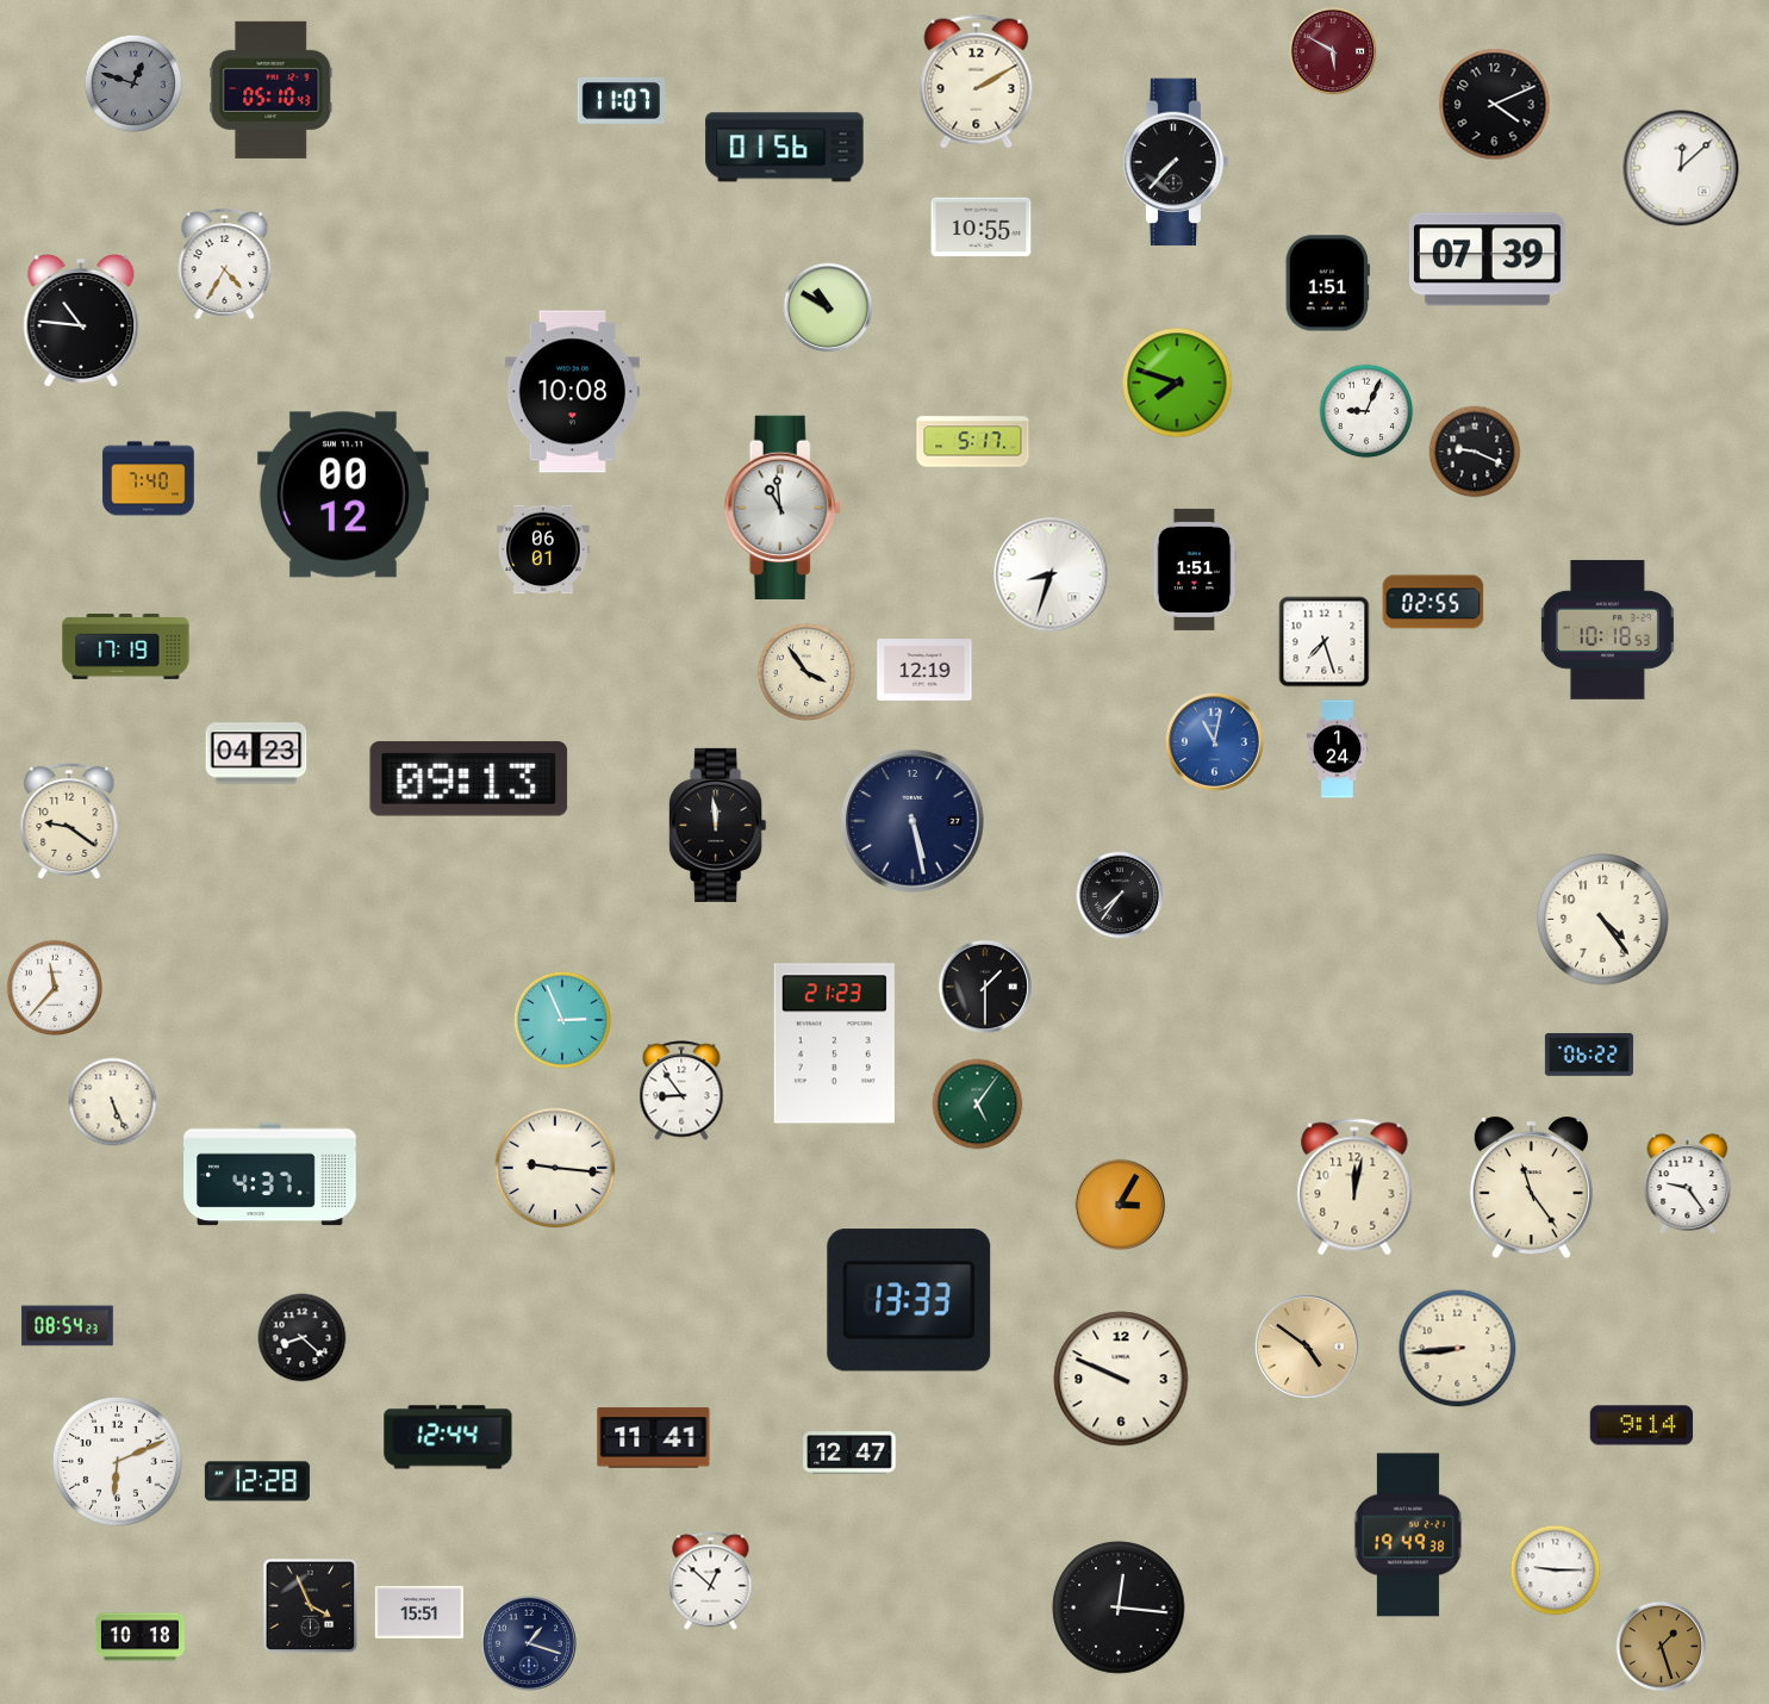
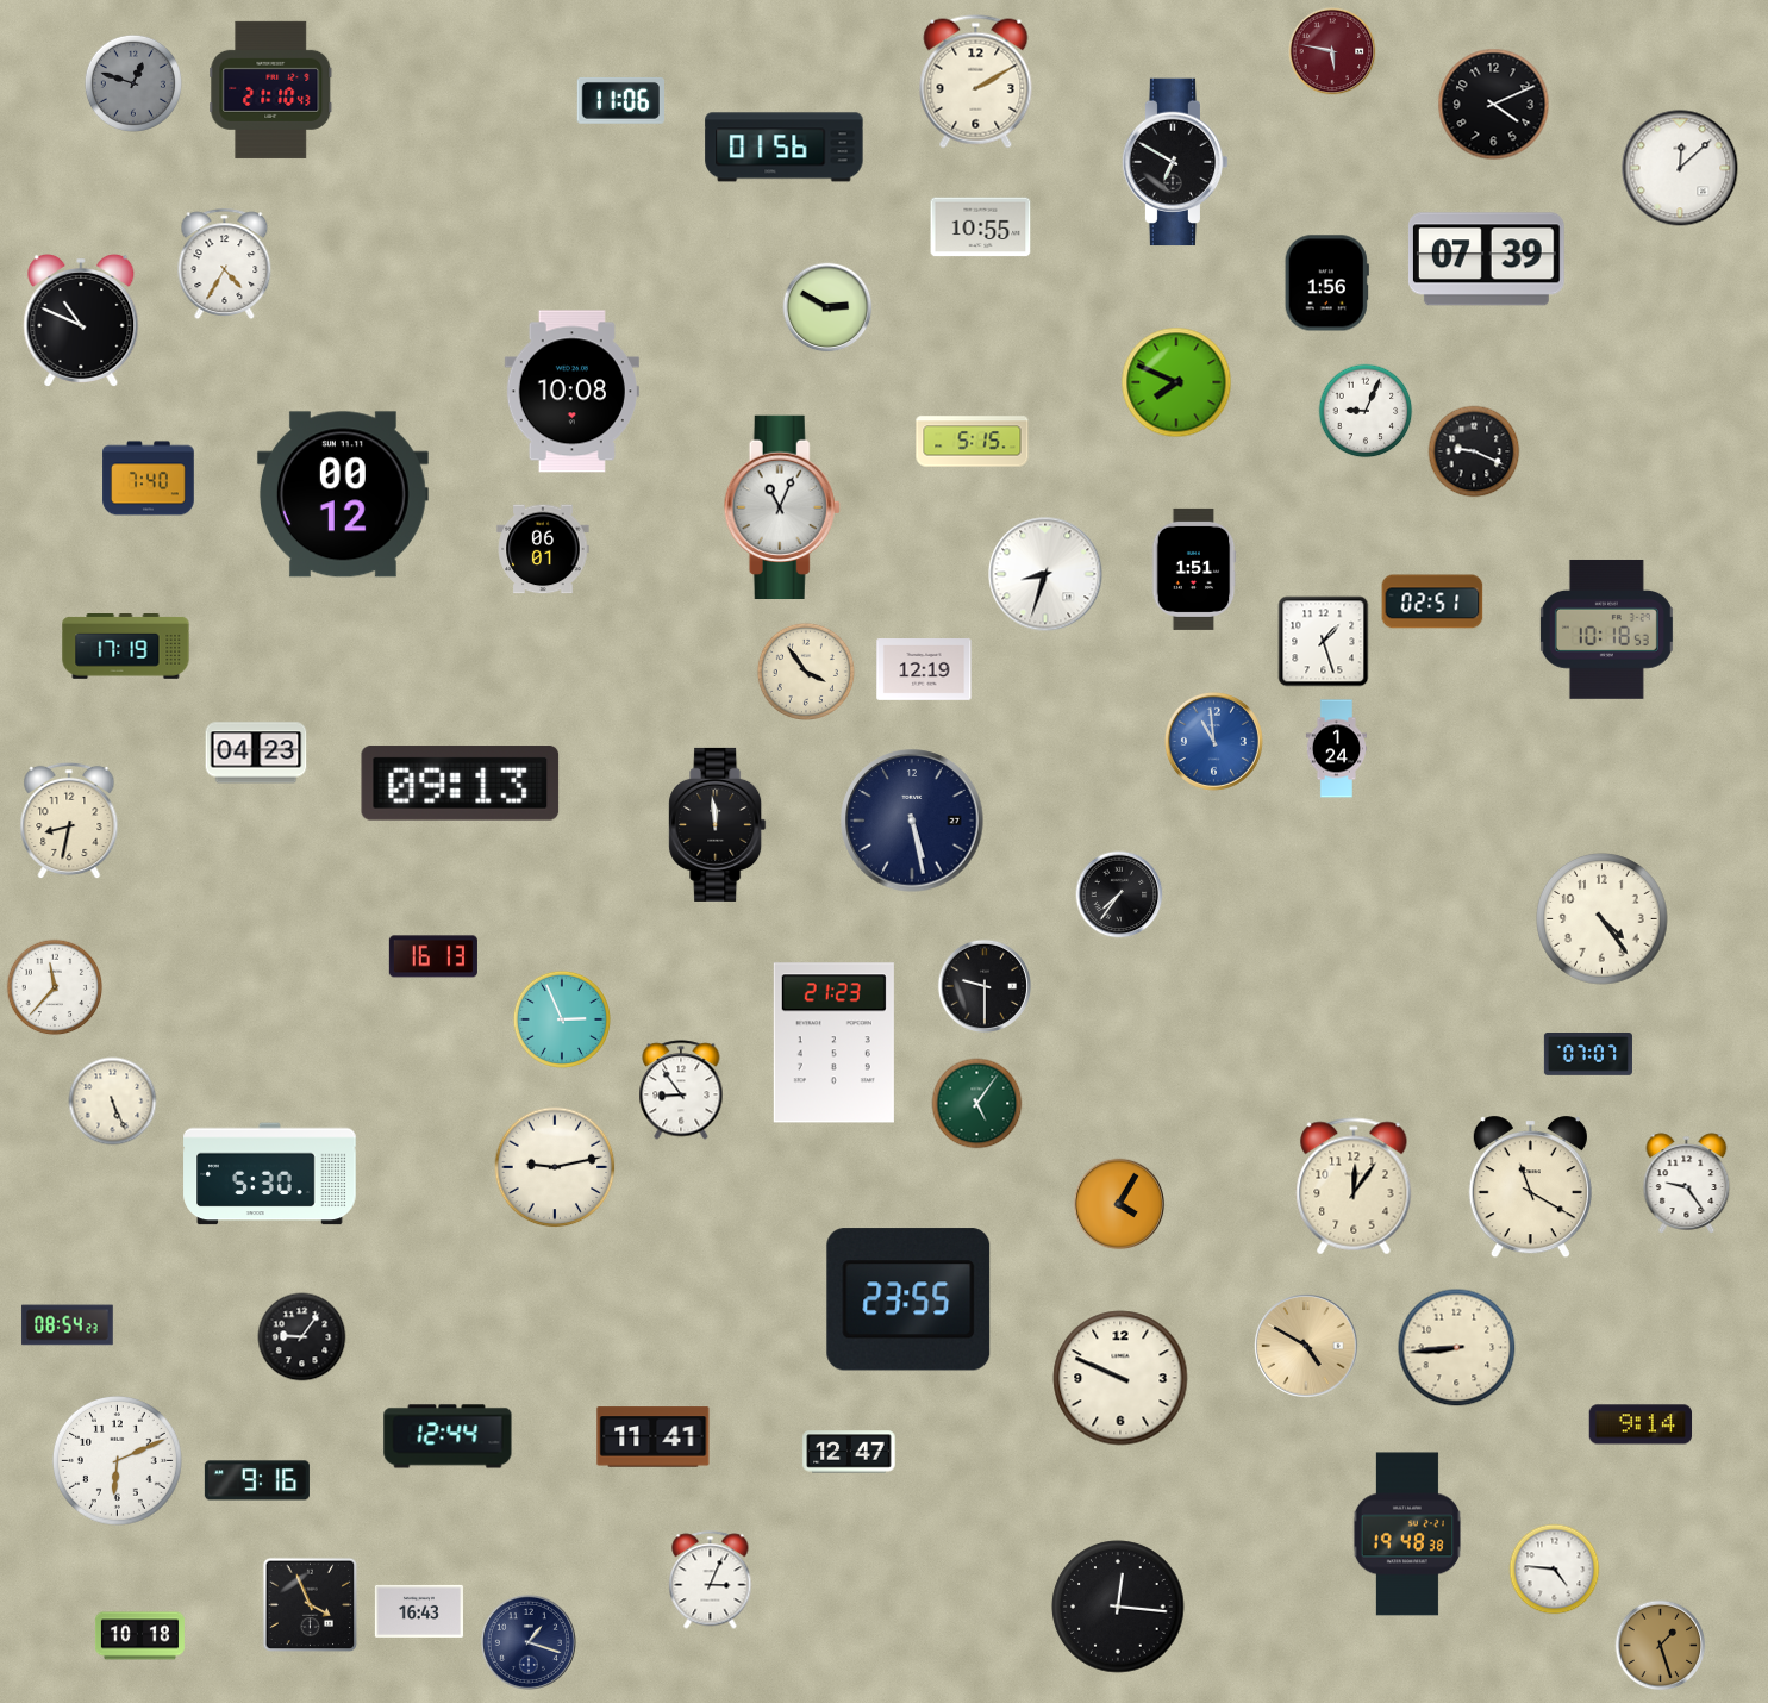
clock at (1333, 51): 5:50 -> 5:47
clock at (272, 89): 05:10 -> 21:10
clock at (621, 101): 11:07 -> 11:06
clock at (1176, 162): 7:37 -> 6:50
clock at (1327, 284): 1:51 -> 1:56
clock at (828, 307): 10:50 -> 2:50
clock at (81, 321): 10:46 -> 10:49
clock at (1177, 383): 7:48 -> 7:49
clock at (973, 442): 5:17 -> 5:15
clock at (783, 506): 10:59 -> 11:04
clock at (1051, 574) position: (1051, 574) -> (1045, 574)
clock at (1433, 602): 02:55 -> 02:51
clock at (1325, 642): 7:27 -> 1:27
clock at (1214, 741): 11:02 -> 10:59
clock at (469, 779) position: (469, 779) -> (461, 784)
clock at (69, 821): 9:21 -> 8:32
clock at (433, 956): none -> 16:13
clock at (984, 985): 1:30 -> 9:30
clock at (1589, 1056): 06:22 -> 07:07
clock at (555, 1168): 9:16 -> 9:13
clock at (270, 1175): 4:37 -> 5:30
clock at (1354, 1187): 12:02 -> 12:06
clock at (1531, 1188): 11:24 -> 11:20
clock at (1120, 1205): 3:05 -> 4:05
clock at (909, 1300): 13:33 -> 23:55
clock at (303, 1338): 8:22 -> 9:06
clock at (1307, 1347): 4:51 -> 4:50
clock at (257, 1481): 12:28 -> 9:16
clock at (1408, 1535): 19:49 -> 19:48
clock at (1556, 1571): 9:15 -> 4:46
clock at (711, 1581): 12:52 -> 3:04
clock at (419, 1612): 15:51 -> 16:43
